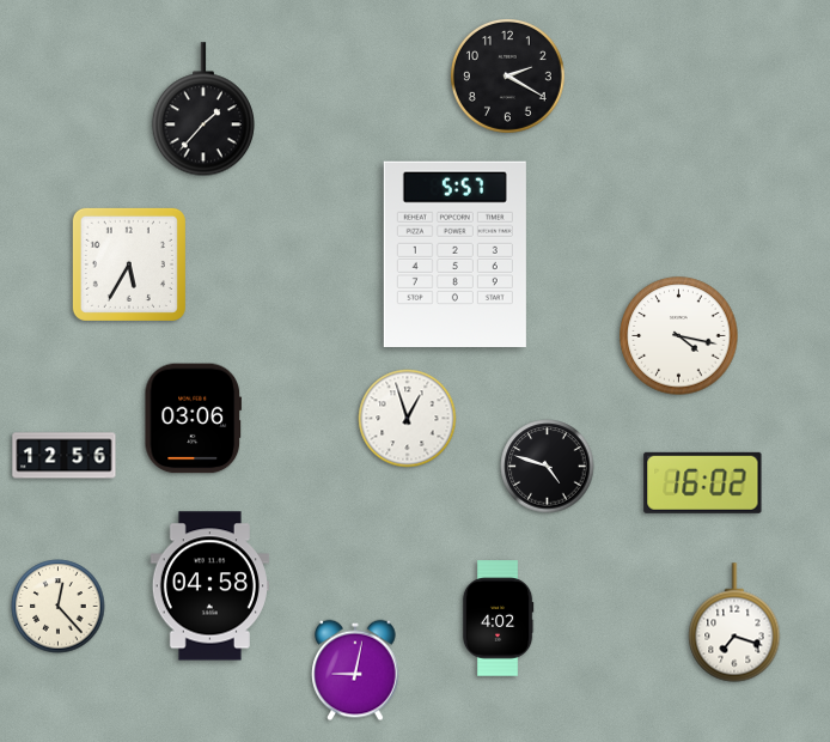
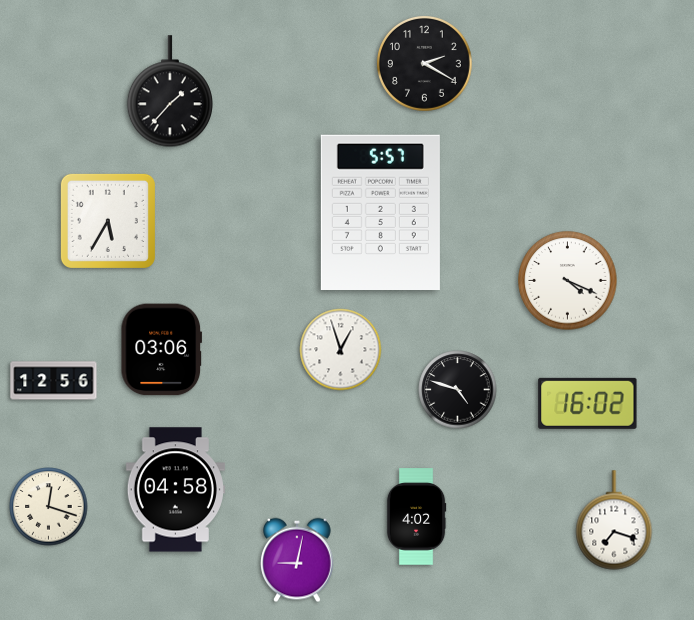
clock at (679, 336): 4:17 -> 4:19
clock at (59, 607): 12:23 -> 12:18
